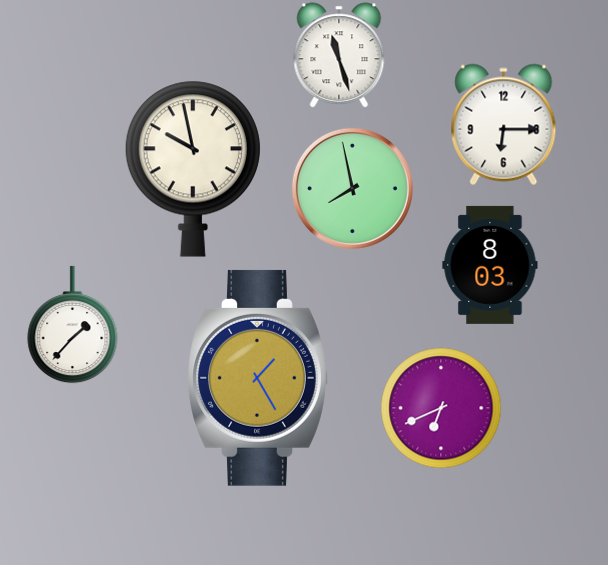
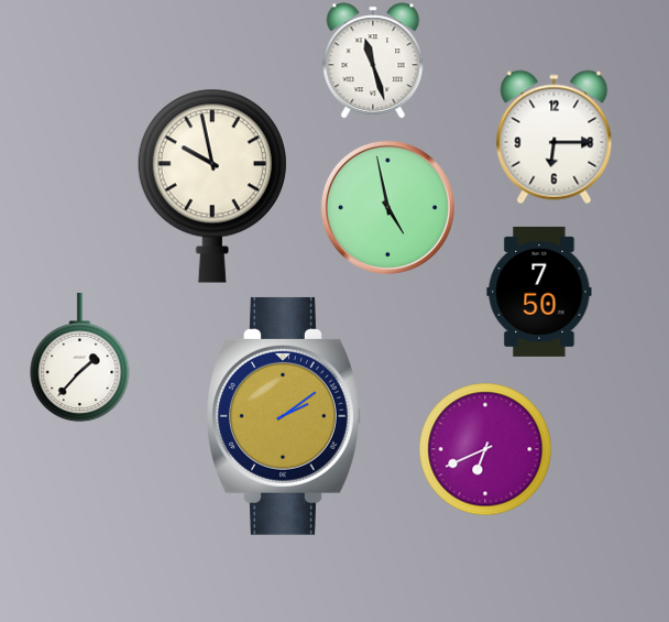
clock at (352, 188): 7:58 -> 4:58
clock at (490, 265): 8:03 -> 7:50
clock at (258, 378): 1:25 -> 2:09
